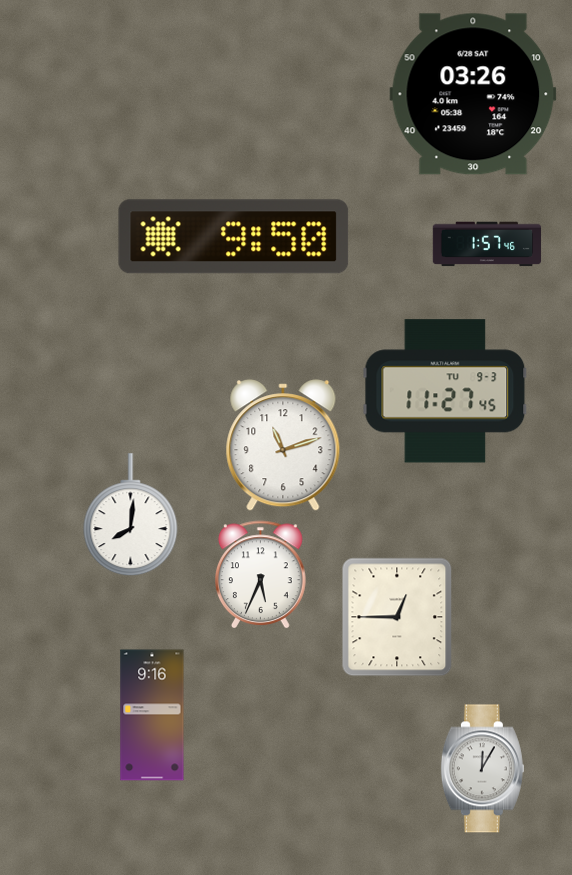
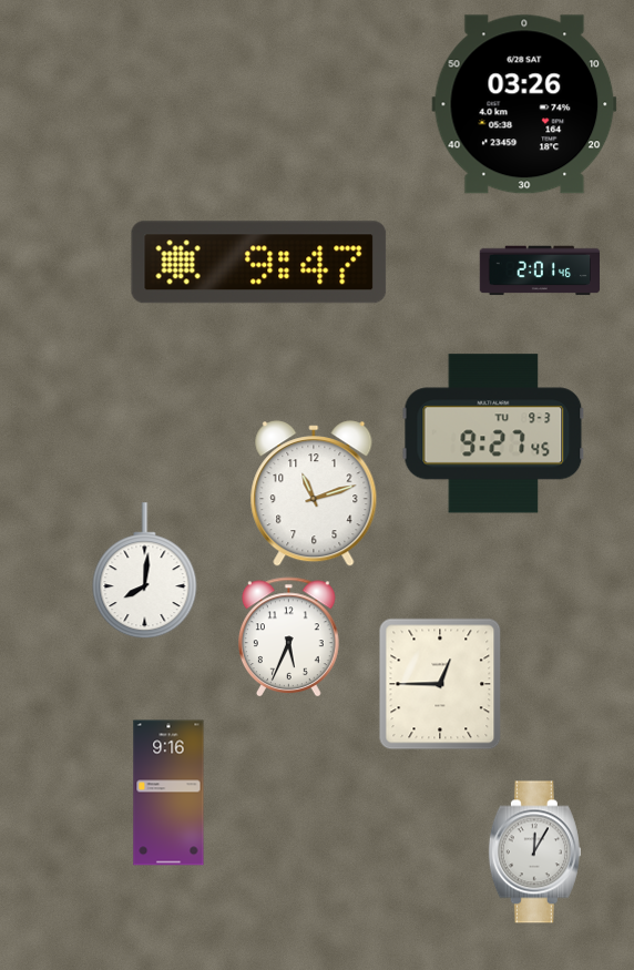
clock at (234, 237): 9:50 -> 9:47
clock at (487, 244): 1:57 -> 2:01
clock at (445, 391): 11:27 -> 9:27
